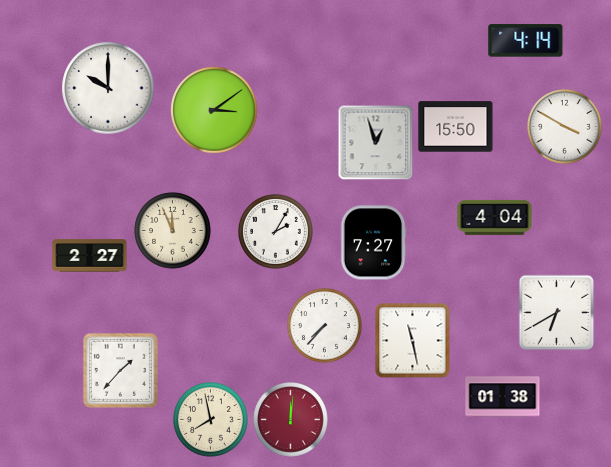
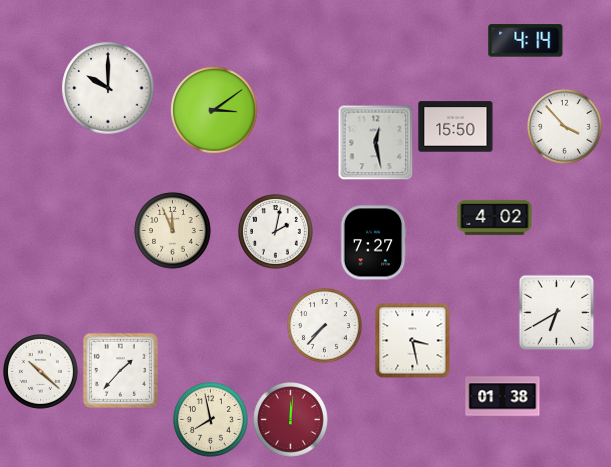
clock at (565, 127): 3:50 -> 3:53
clock at (376, 143): 12:57 -> 12:28
clock at (495, 217): 4:04 -> 4:02
clock at (276, 232): 2:05 -> 2:02
clock at (90, 256): 2:27 -> none
clock at (413, 341): 11:28 -> 3:28
clock at (41, 372): none -> 10:22
